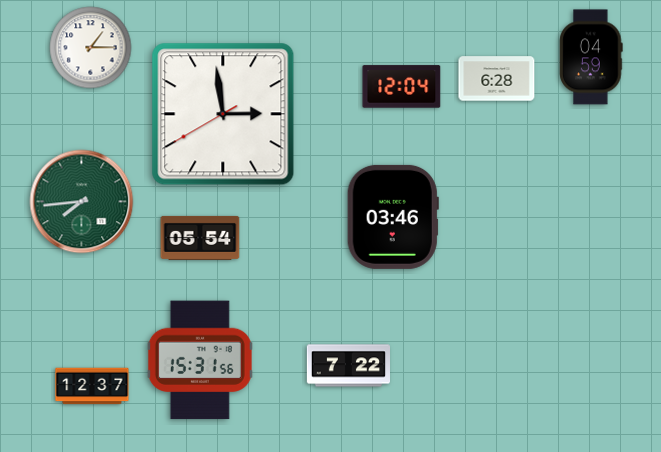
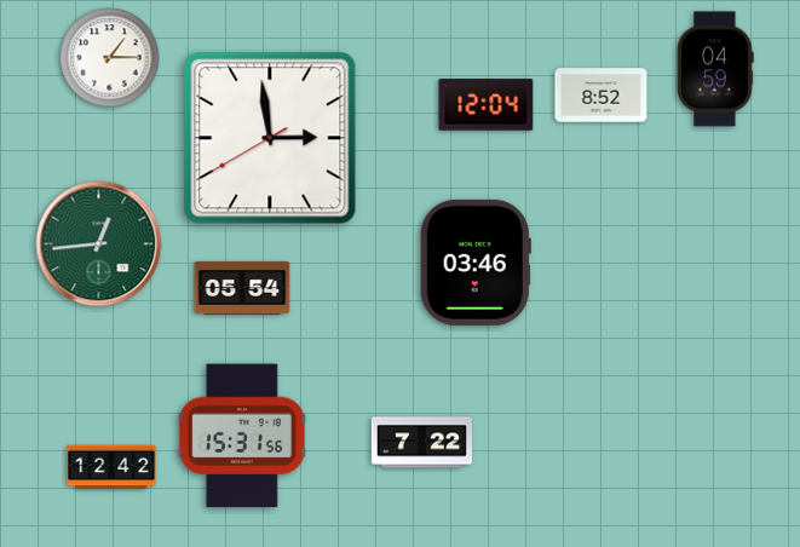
clock at (497, 79): 6:28 -> 8:52
clock at (82, 202): 7:44 -> 12:44
clock at (92, 386): 12:37 -> 12:42
